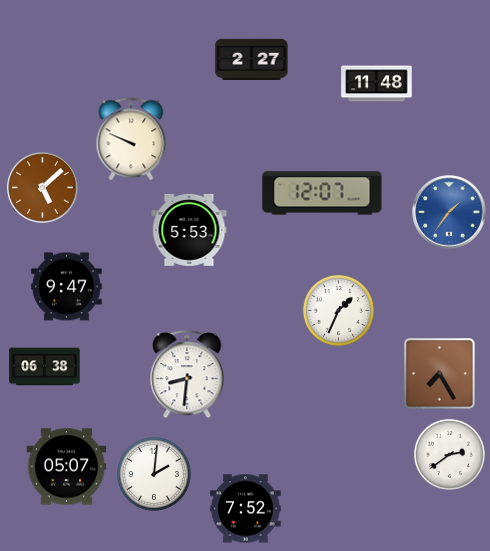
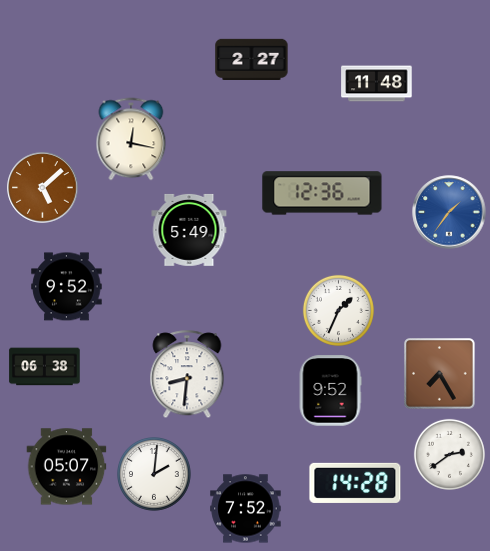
clock at (131, 139): 9:49 -> 12:17
clock at (322, 193): 12:07 -> 12:36
clock at (189, 230): 5:53 -> 5:49
clock at (67, 287): 9:47 -> 9:52
clock at (330, 391): none -> 9:52
clock at (355, 483): none -> 14:28
